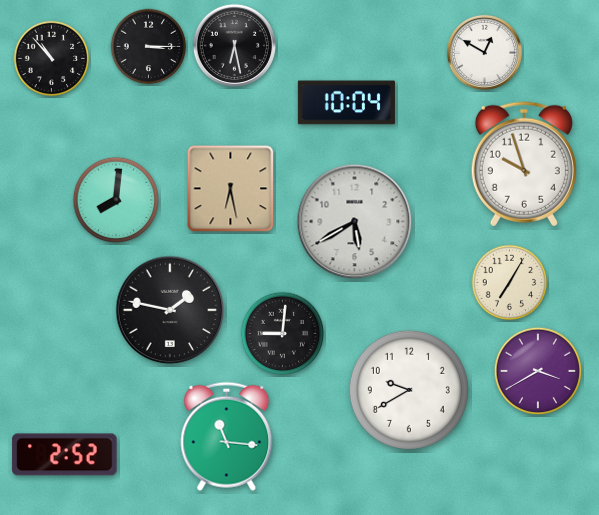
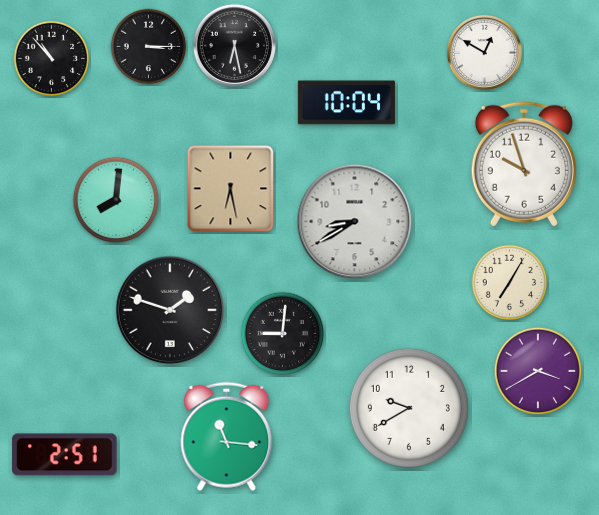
clock at (355, 222): 5:40 -> 8:40
clock at (170, 310): 1:47 -> 1:48
clock at (409, 390) position: (409, 390) -> (409, 408)
clock at (65, 455): 2:52 -> 2:51
